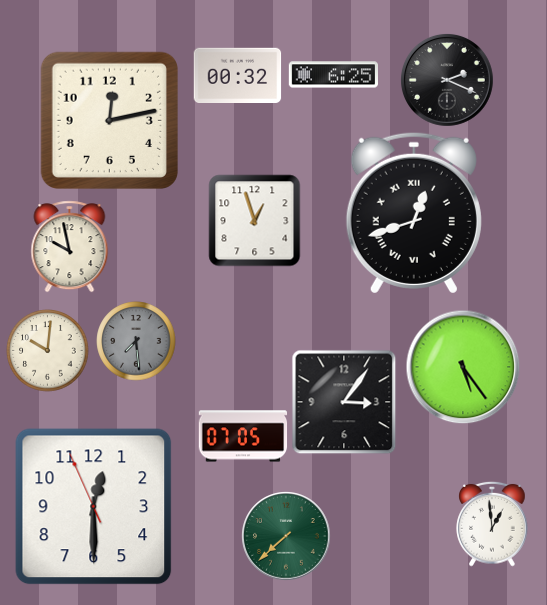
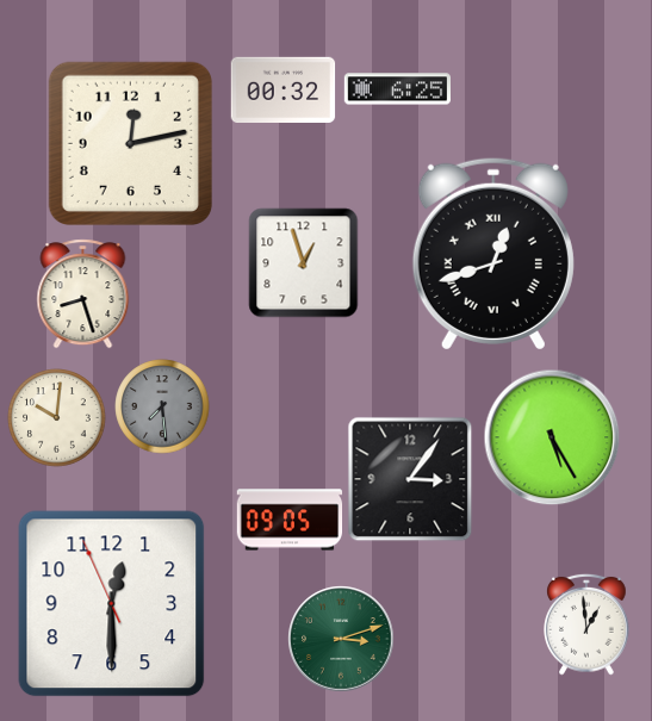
clock at (447, 80): 2:19 -> none
clock at (70, 247): 9:58 -> 8:27
clock at (463, 367): 5:24 -> 5:25
clock at (243, 436): 07:05 -> 09:05
clock at (286, 536): 7:38 -> 3:12
